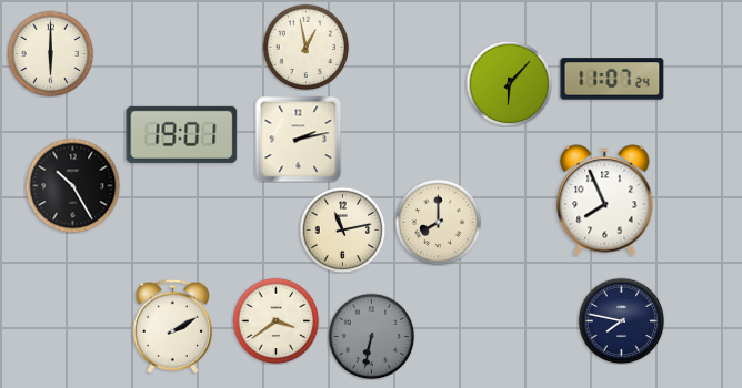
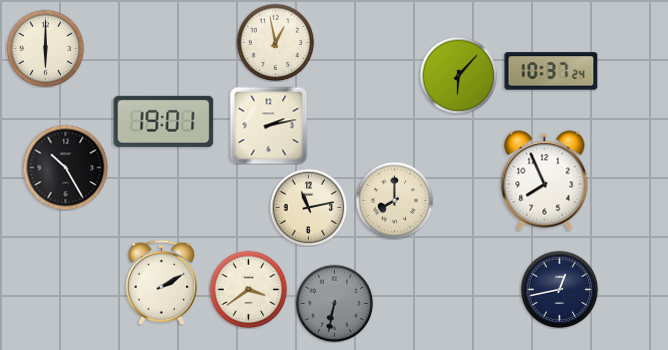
clock at (612, 79): 11:07 -> 10:37
clock at (621, 320): 7:47 -> 12:43
clock at (172, 326) position: (172, 326) -> (161, 282)
